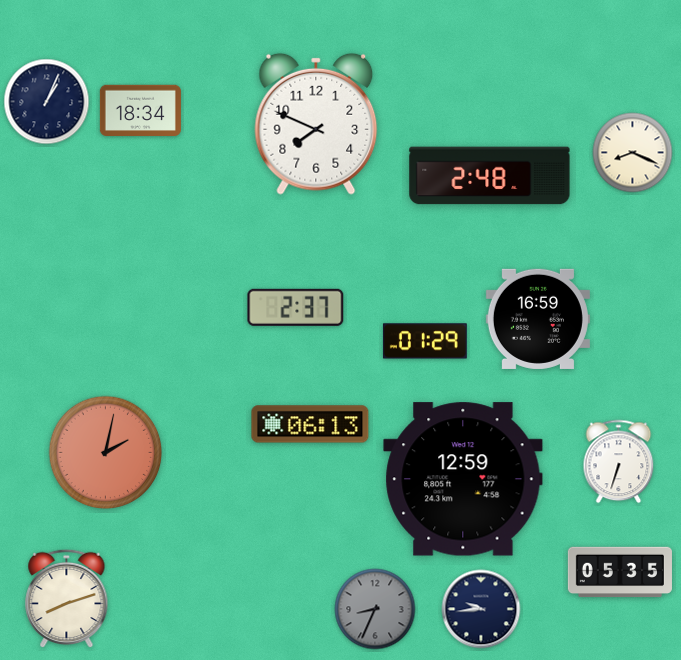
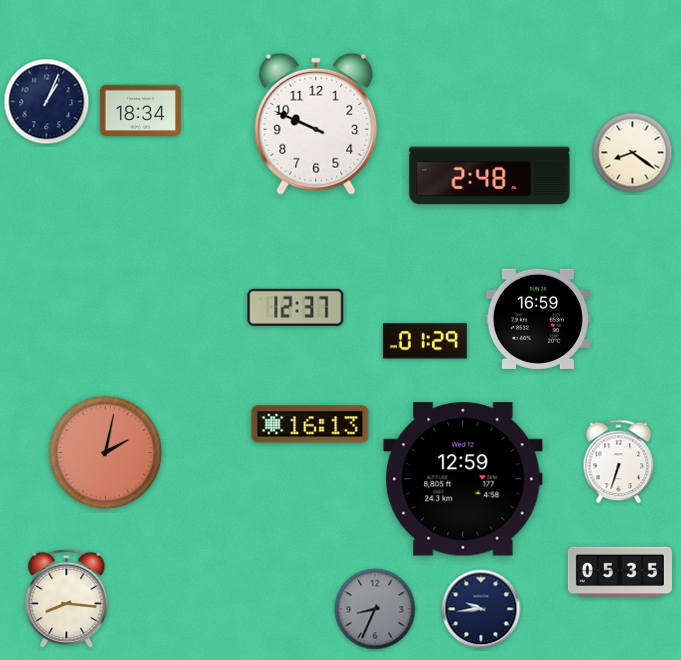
clock at (316, 124): 7:49 -> 9:49
clock at (633, 153): 8:19 -> 8:21
clock at (296, 307): 2:37 -> 12:37
clock at (310, 424): 06:13 -> 16:13
clock at (67, 599): 8:12 -> 8:16
